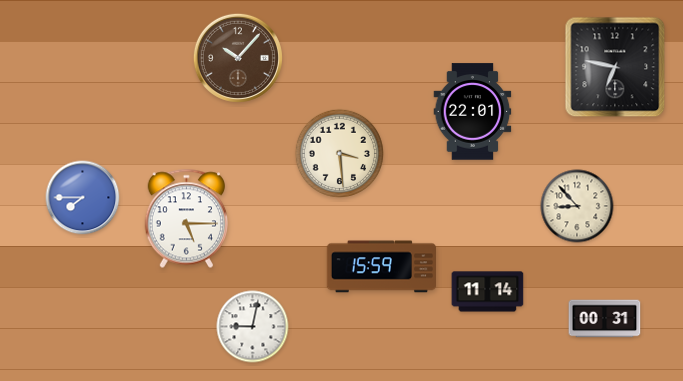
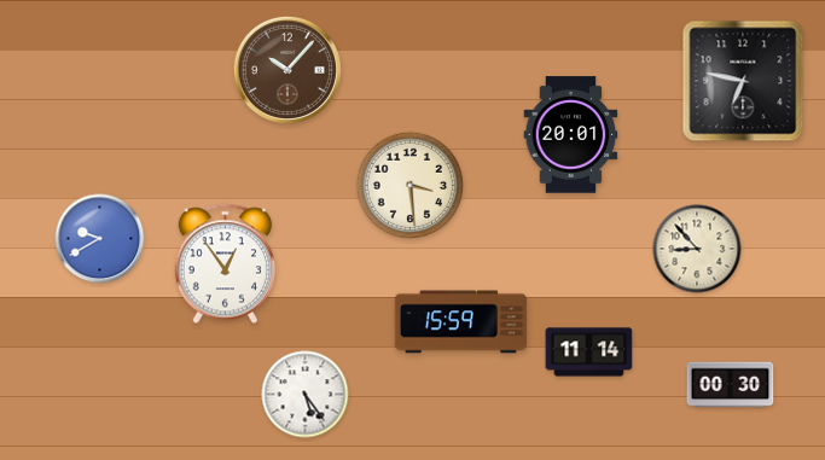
clock at (473, 112): 22:01 -> 20:01
clock at (83, 198): 7:45 -> 9:40
clock at (186, 219): 5:15 -> 12:54
clock at (605, 319): 00:31 -> 00:30
clock at (253, 327): 9:02 -> 5:24
